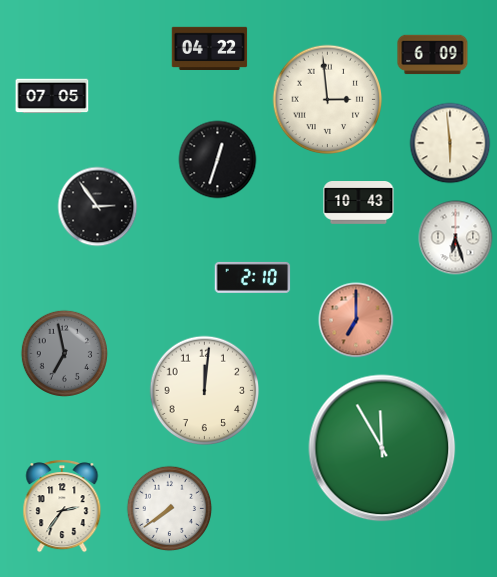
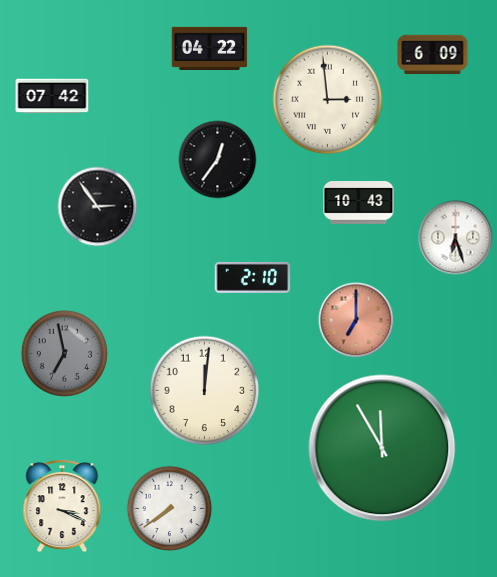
clock at (52, 96): 07:05 -> 07:42
clock at (450, 143): 5:59 -> none
clock at (218, 160): 12:33 -> 12:36
clock at (62, 506): 2:36 -> 3:19
